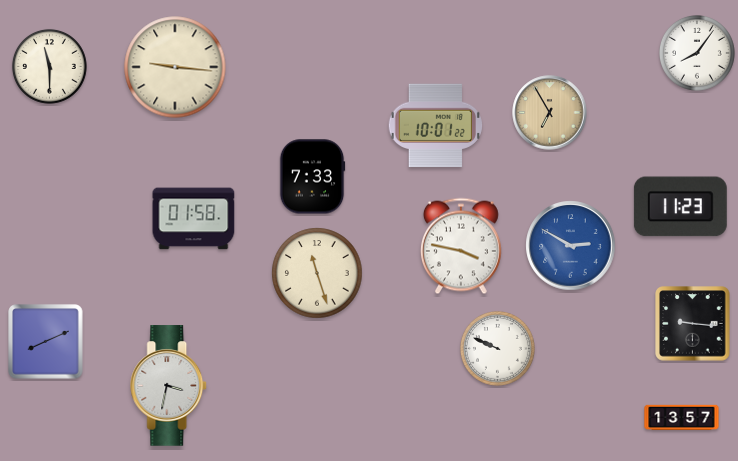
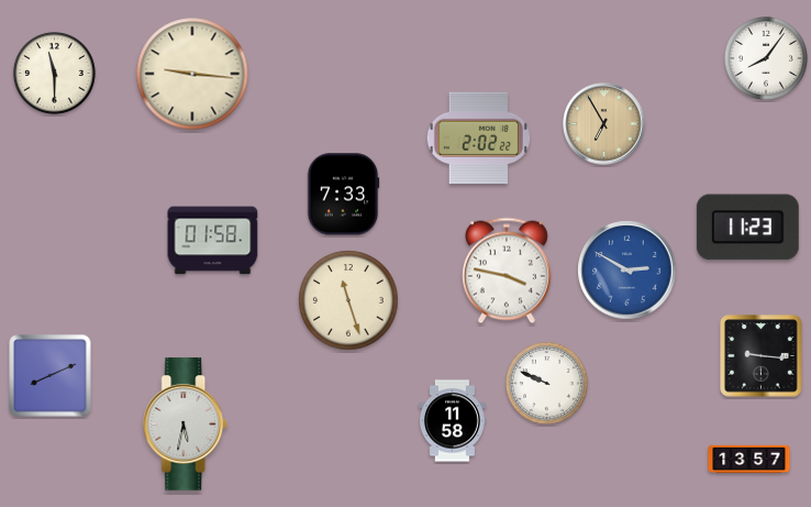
clock at (435, 126): 10:01 -> 2:02
clock at (452, 421): none -> 11:58
clock at (169, 386): 3:32 -> 5:32
